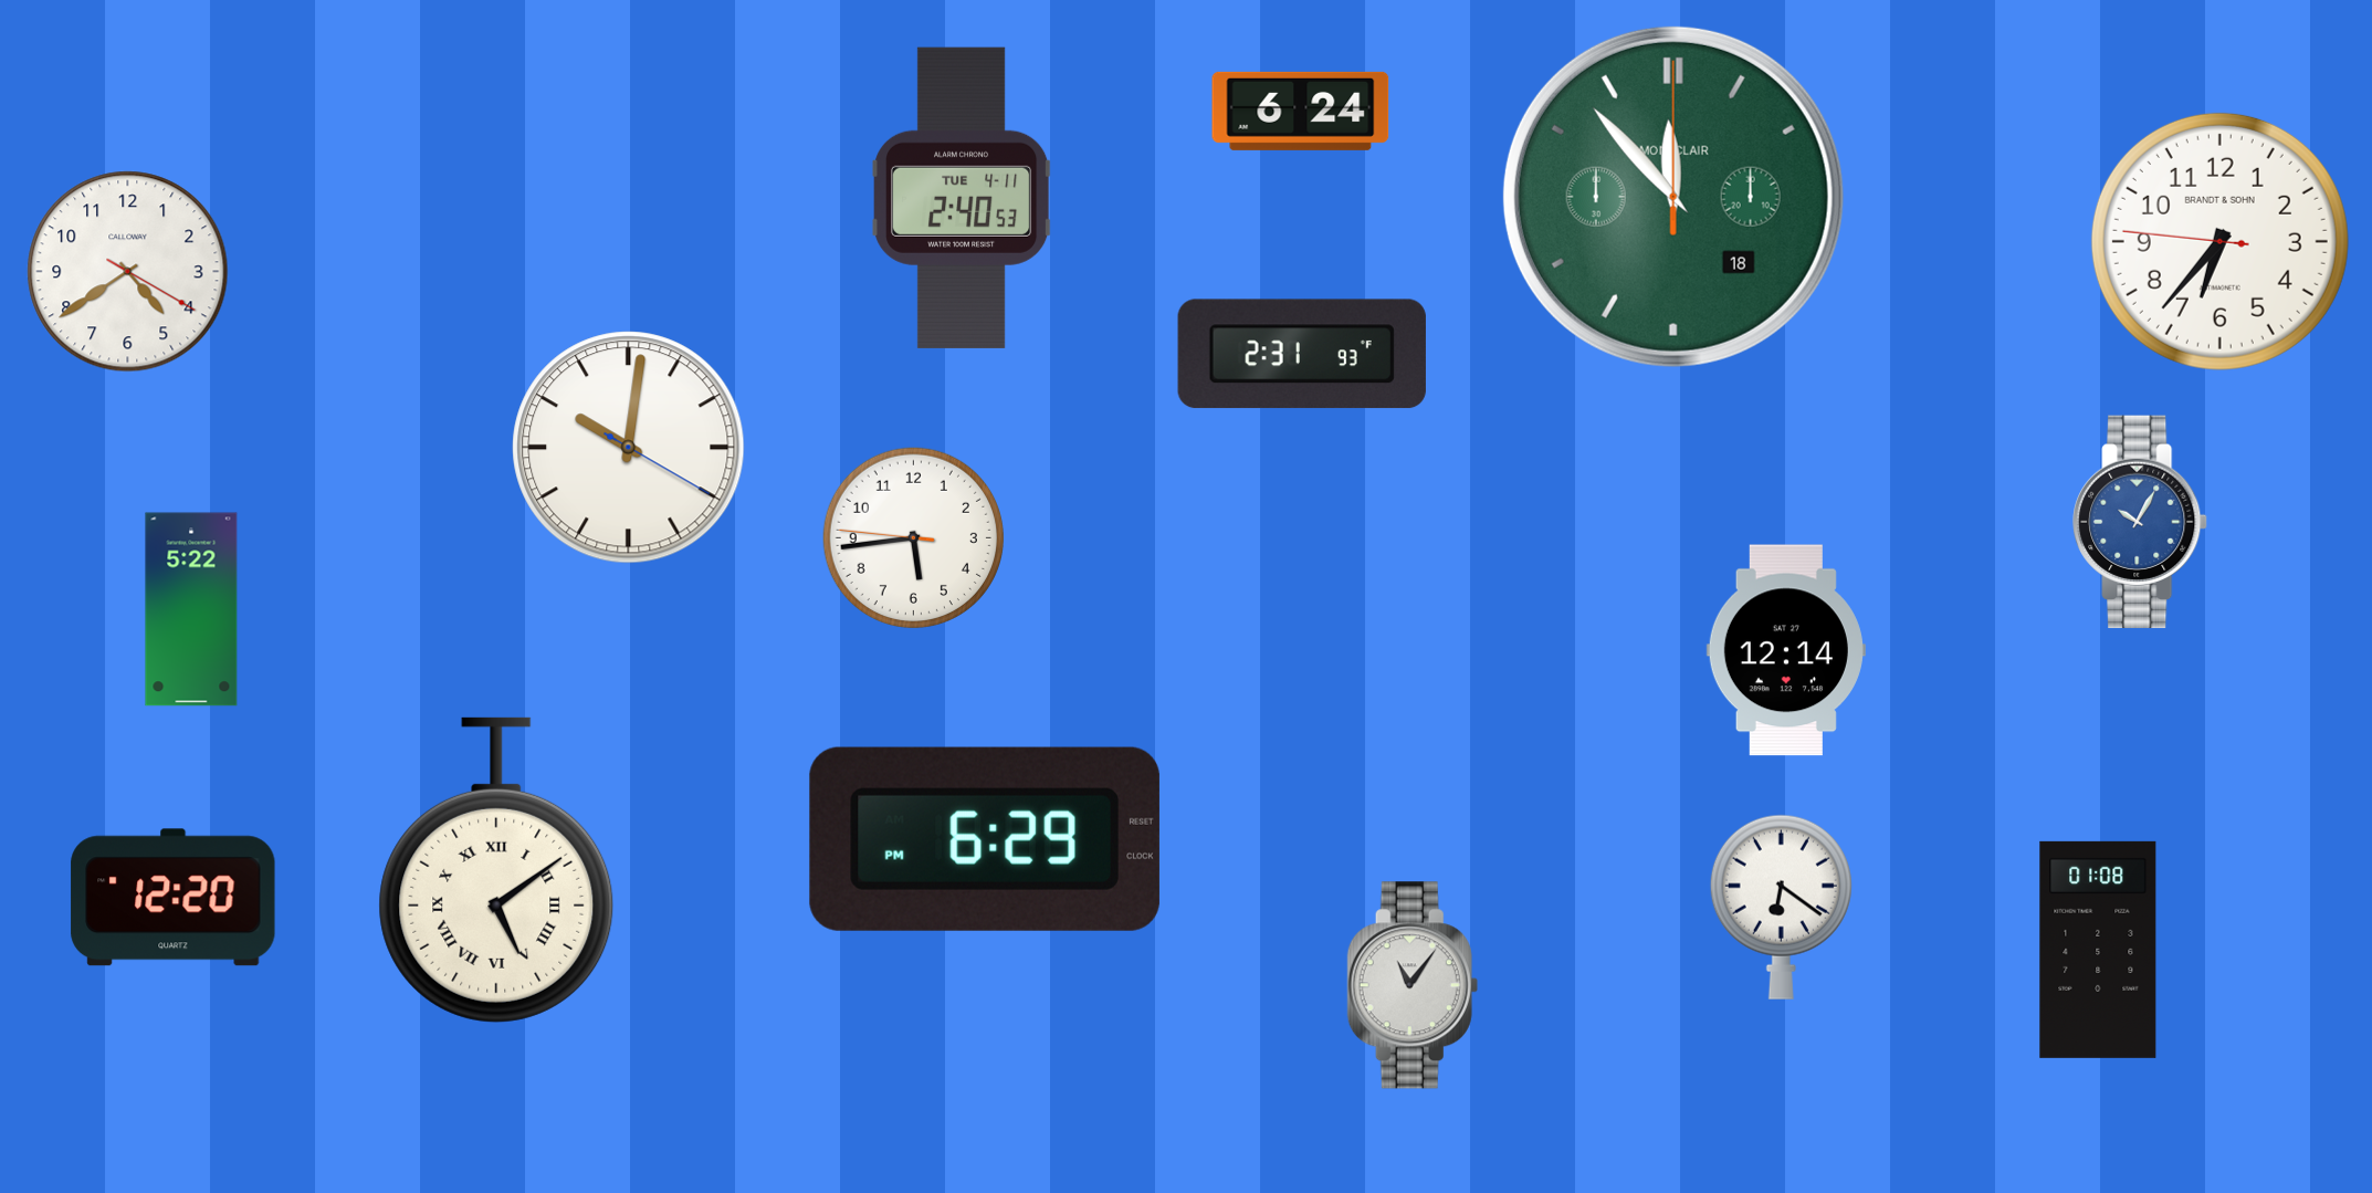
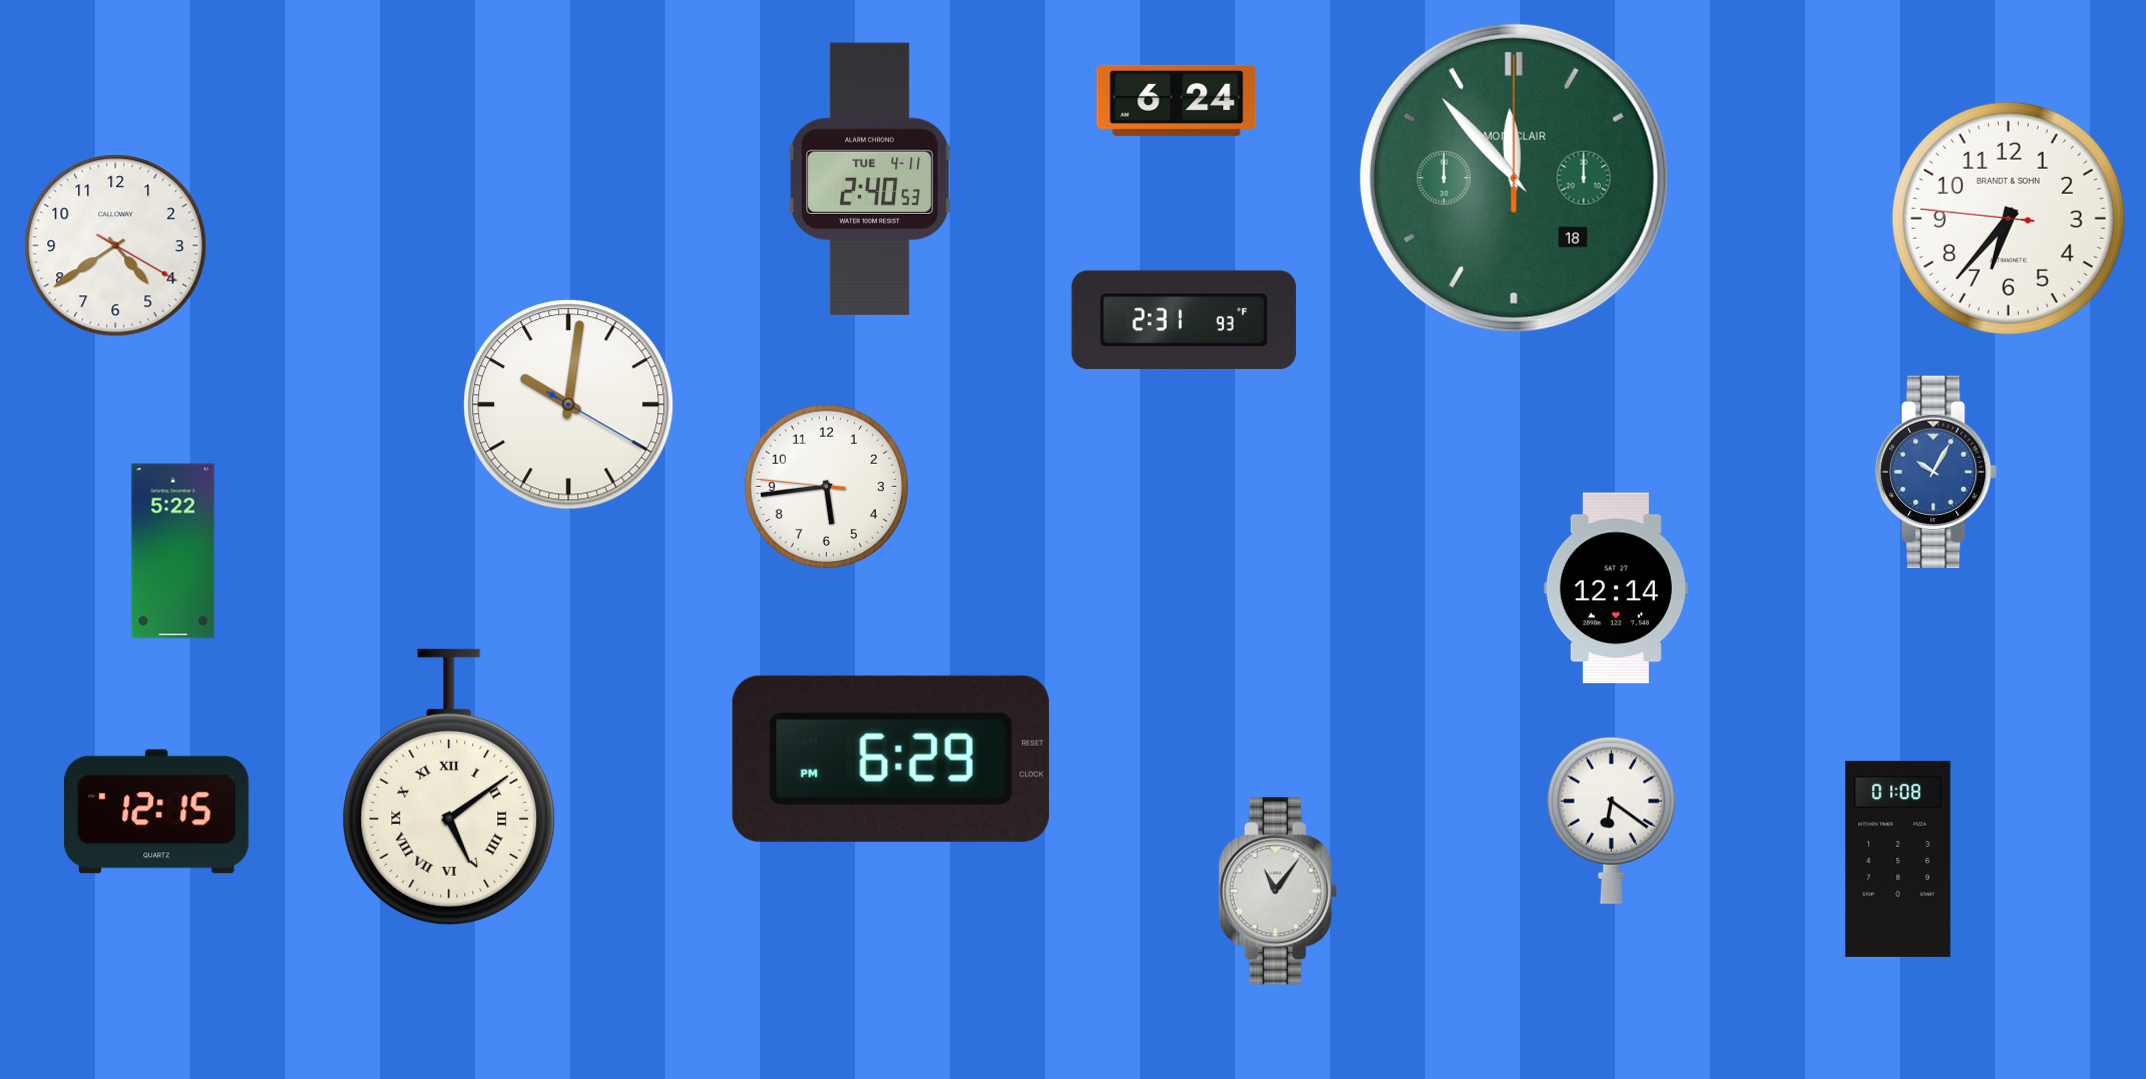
clock at (1302, 354) position: (1302, 354) -> (1184, 320)
clock at (174, 898): 12:20 -> 12:15
